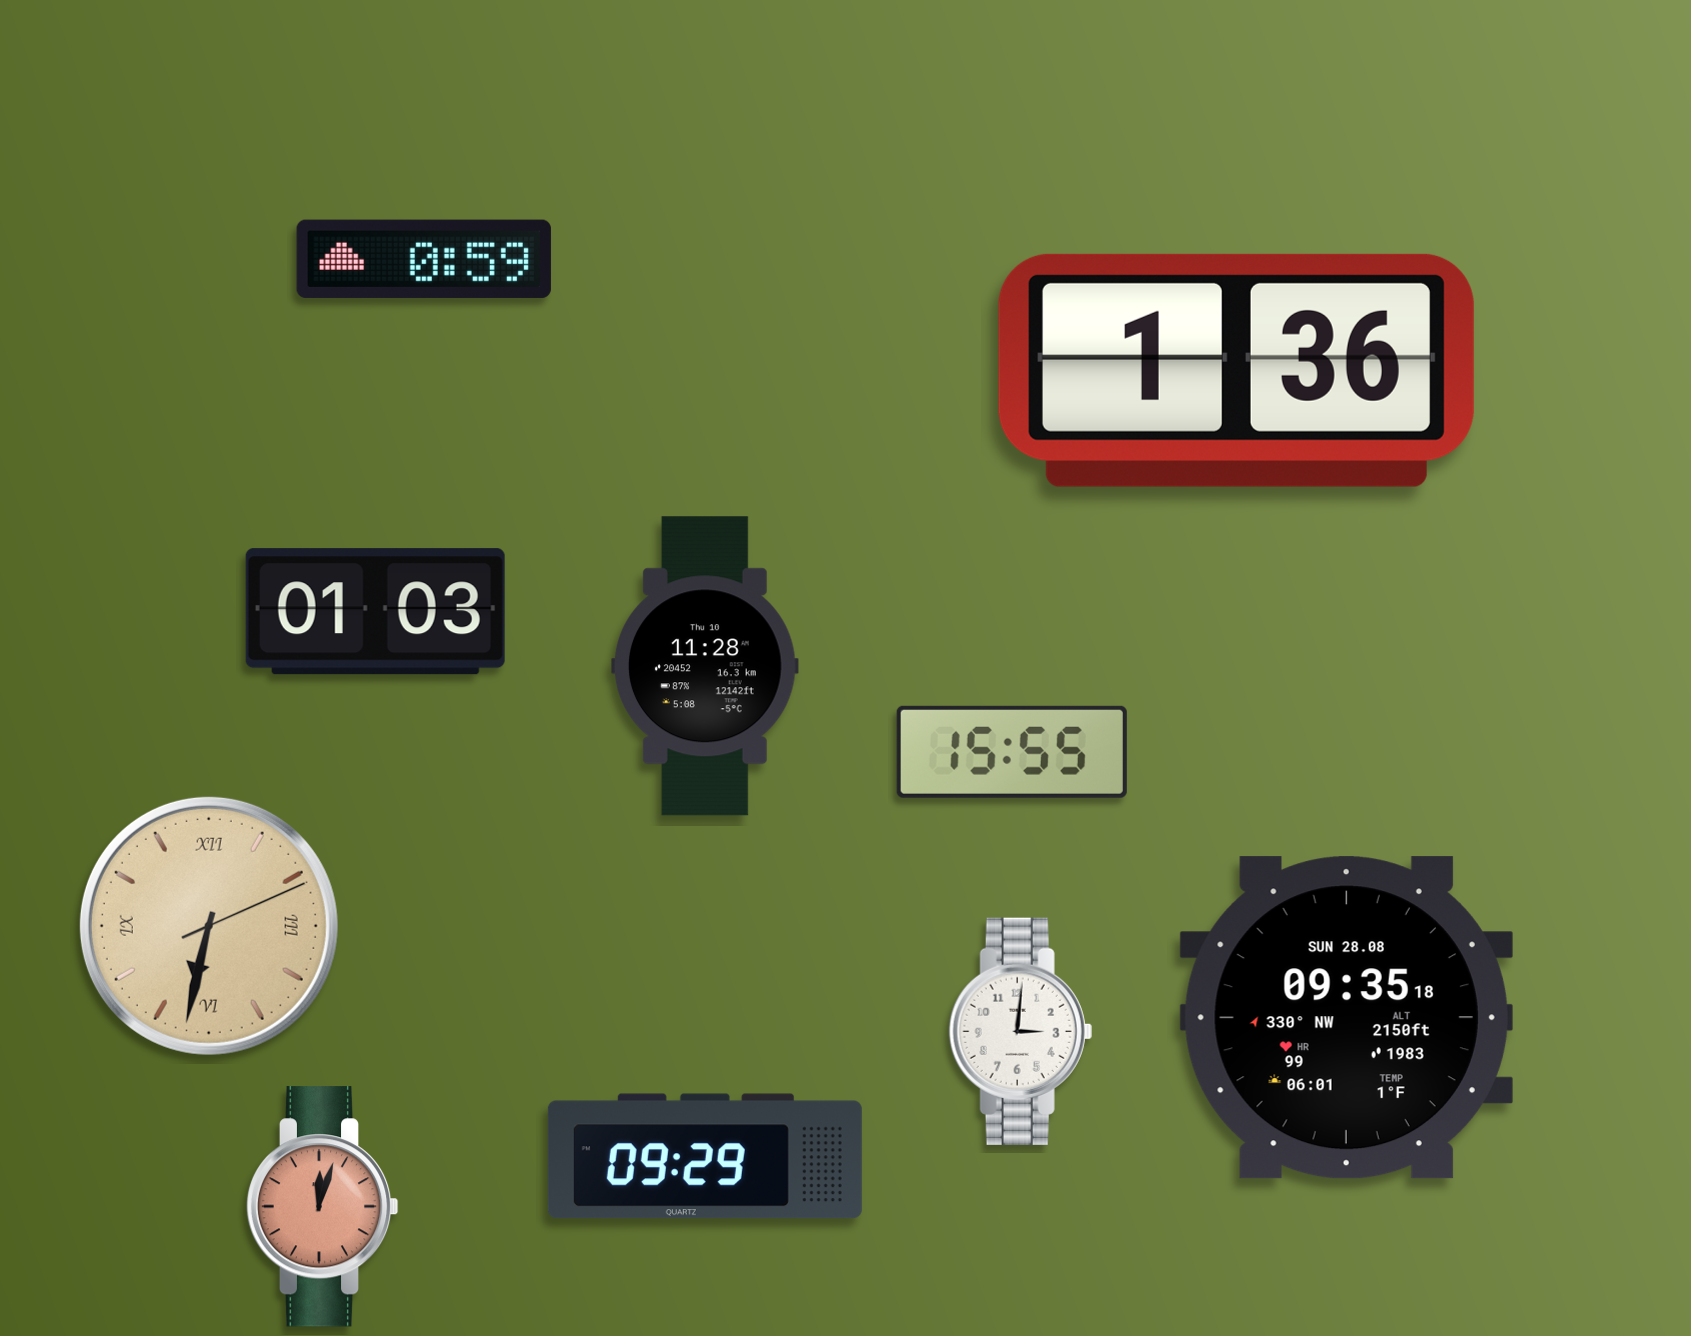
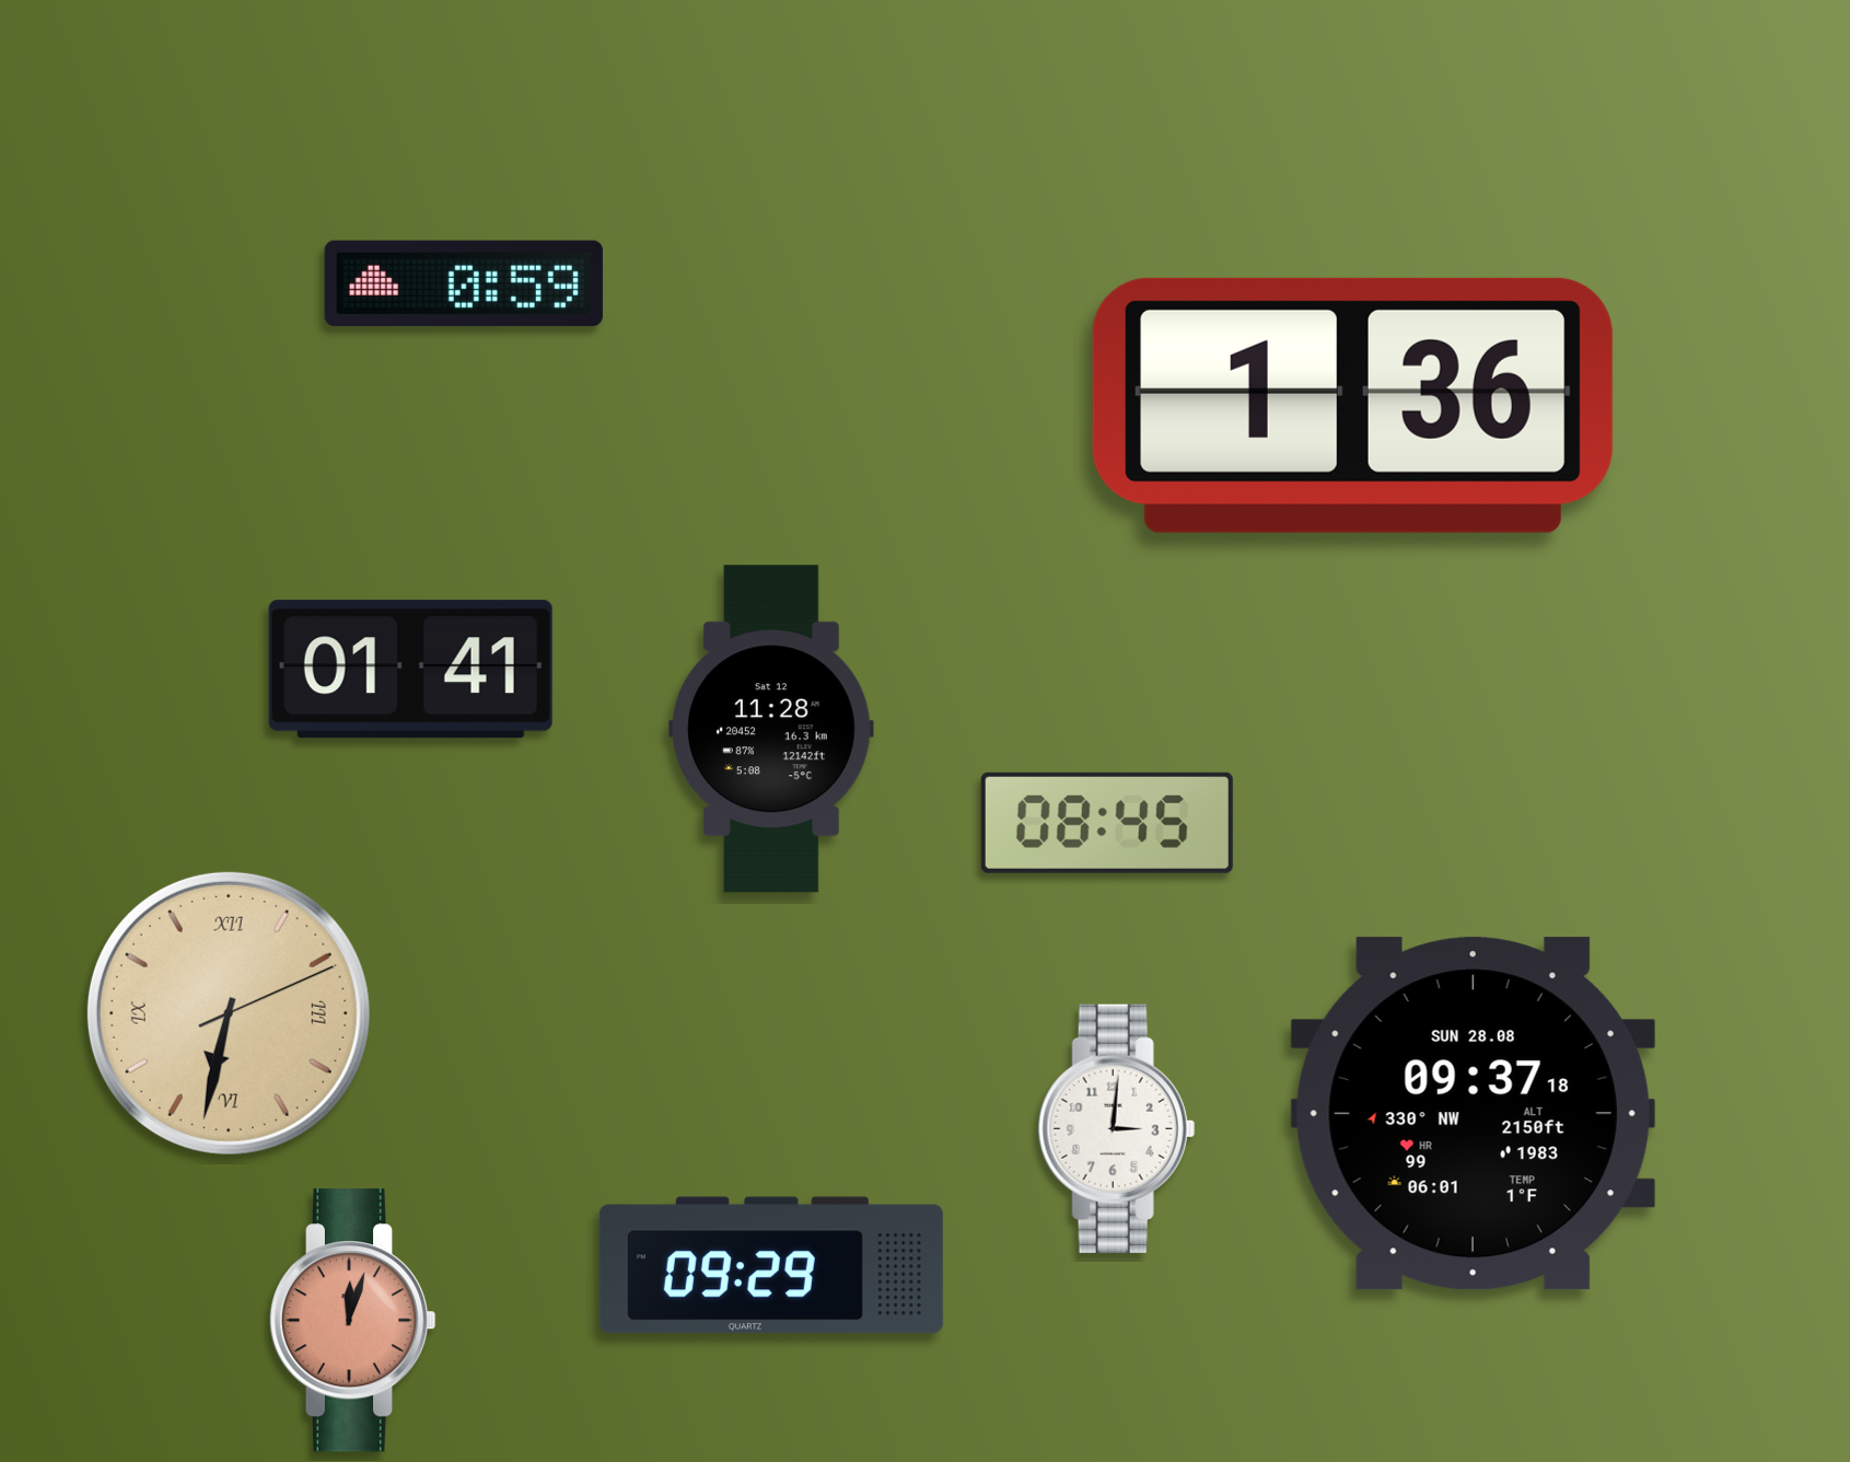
clock at (375, 612): 01:03 -> 01:41
clock at (706, 666) date: Thu 10 -> Sat 12
clock at (1012, 752): 15:55 -> 08:45
clock at (1346, 1018): 09:35 -> 09:37
